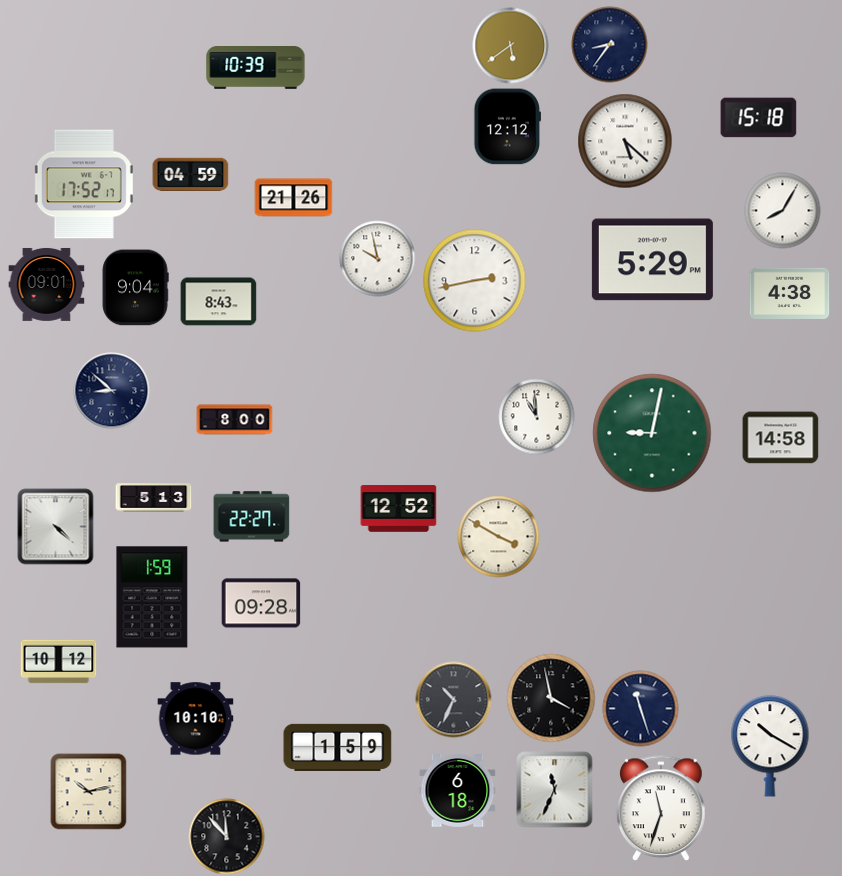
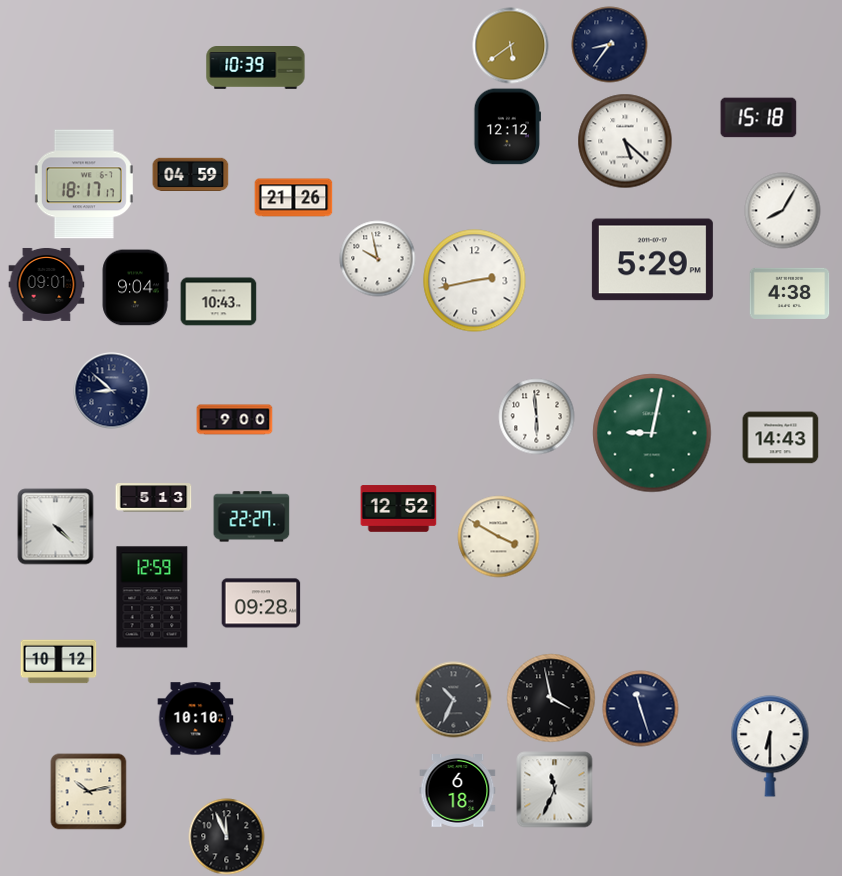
clock at (84, 184): 17:52 -> 18:17
clock at (219, 302): 8:43 -> 10:43
clock at (537, 417): 10:59 -> 5:59
clock at (235, 420): 8:00 -> 9:00
clock at (781, 438): 14:58 -> 14:43
clock at (152, 597): 1:59 -> 12:59
clock at (770, 746): 10:20 -> 6:30
clock at (338, 747): 1:59 -> none
clock at (662, 809): 11:33 -> none
clock at (227, 837): 11:53 -> 11:56
